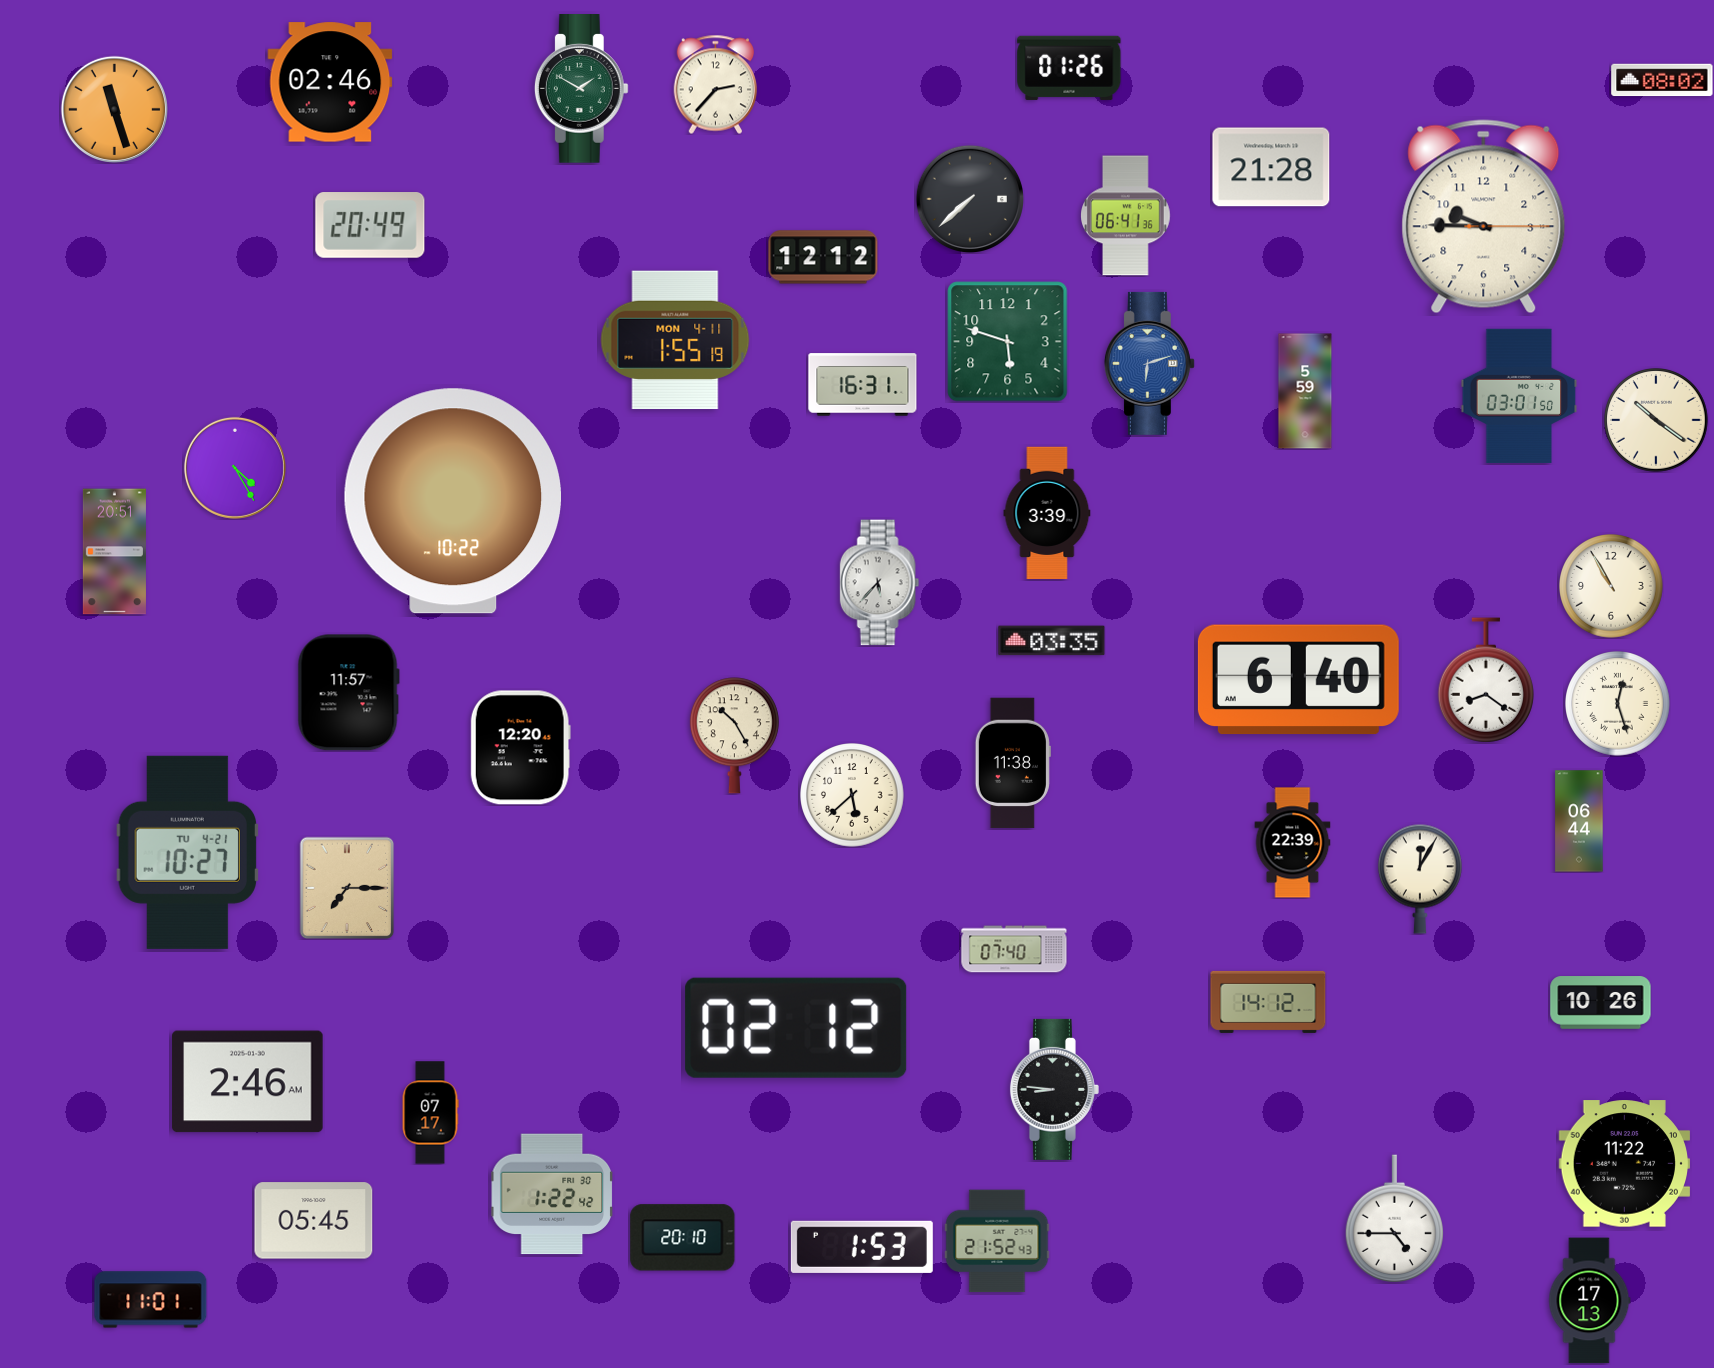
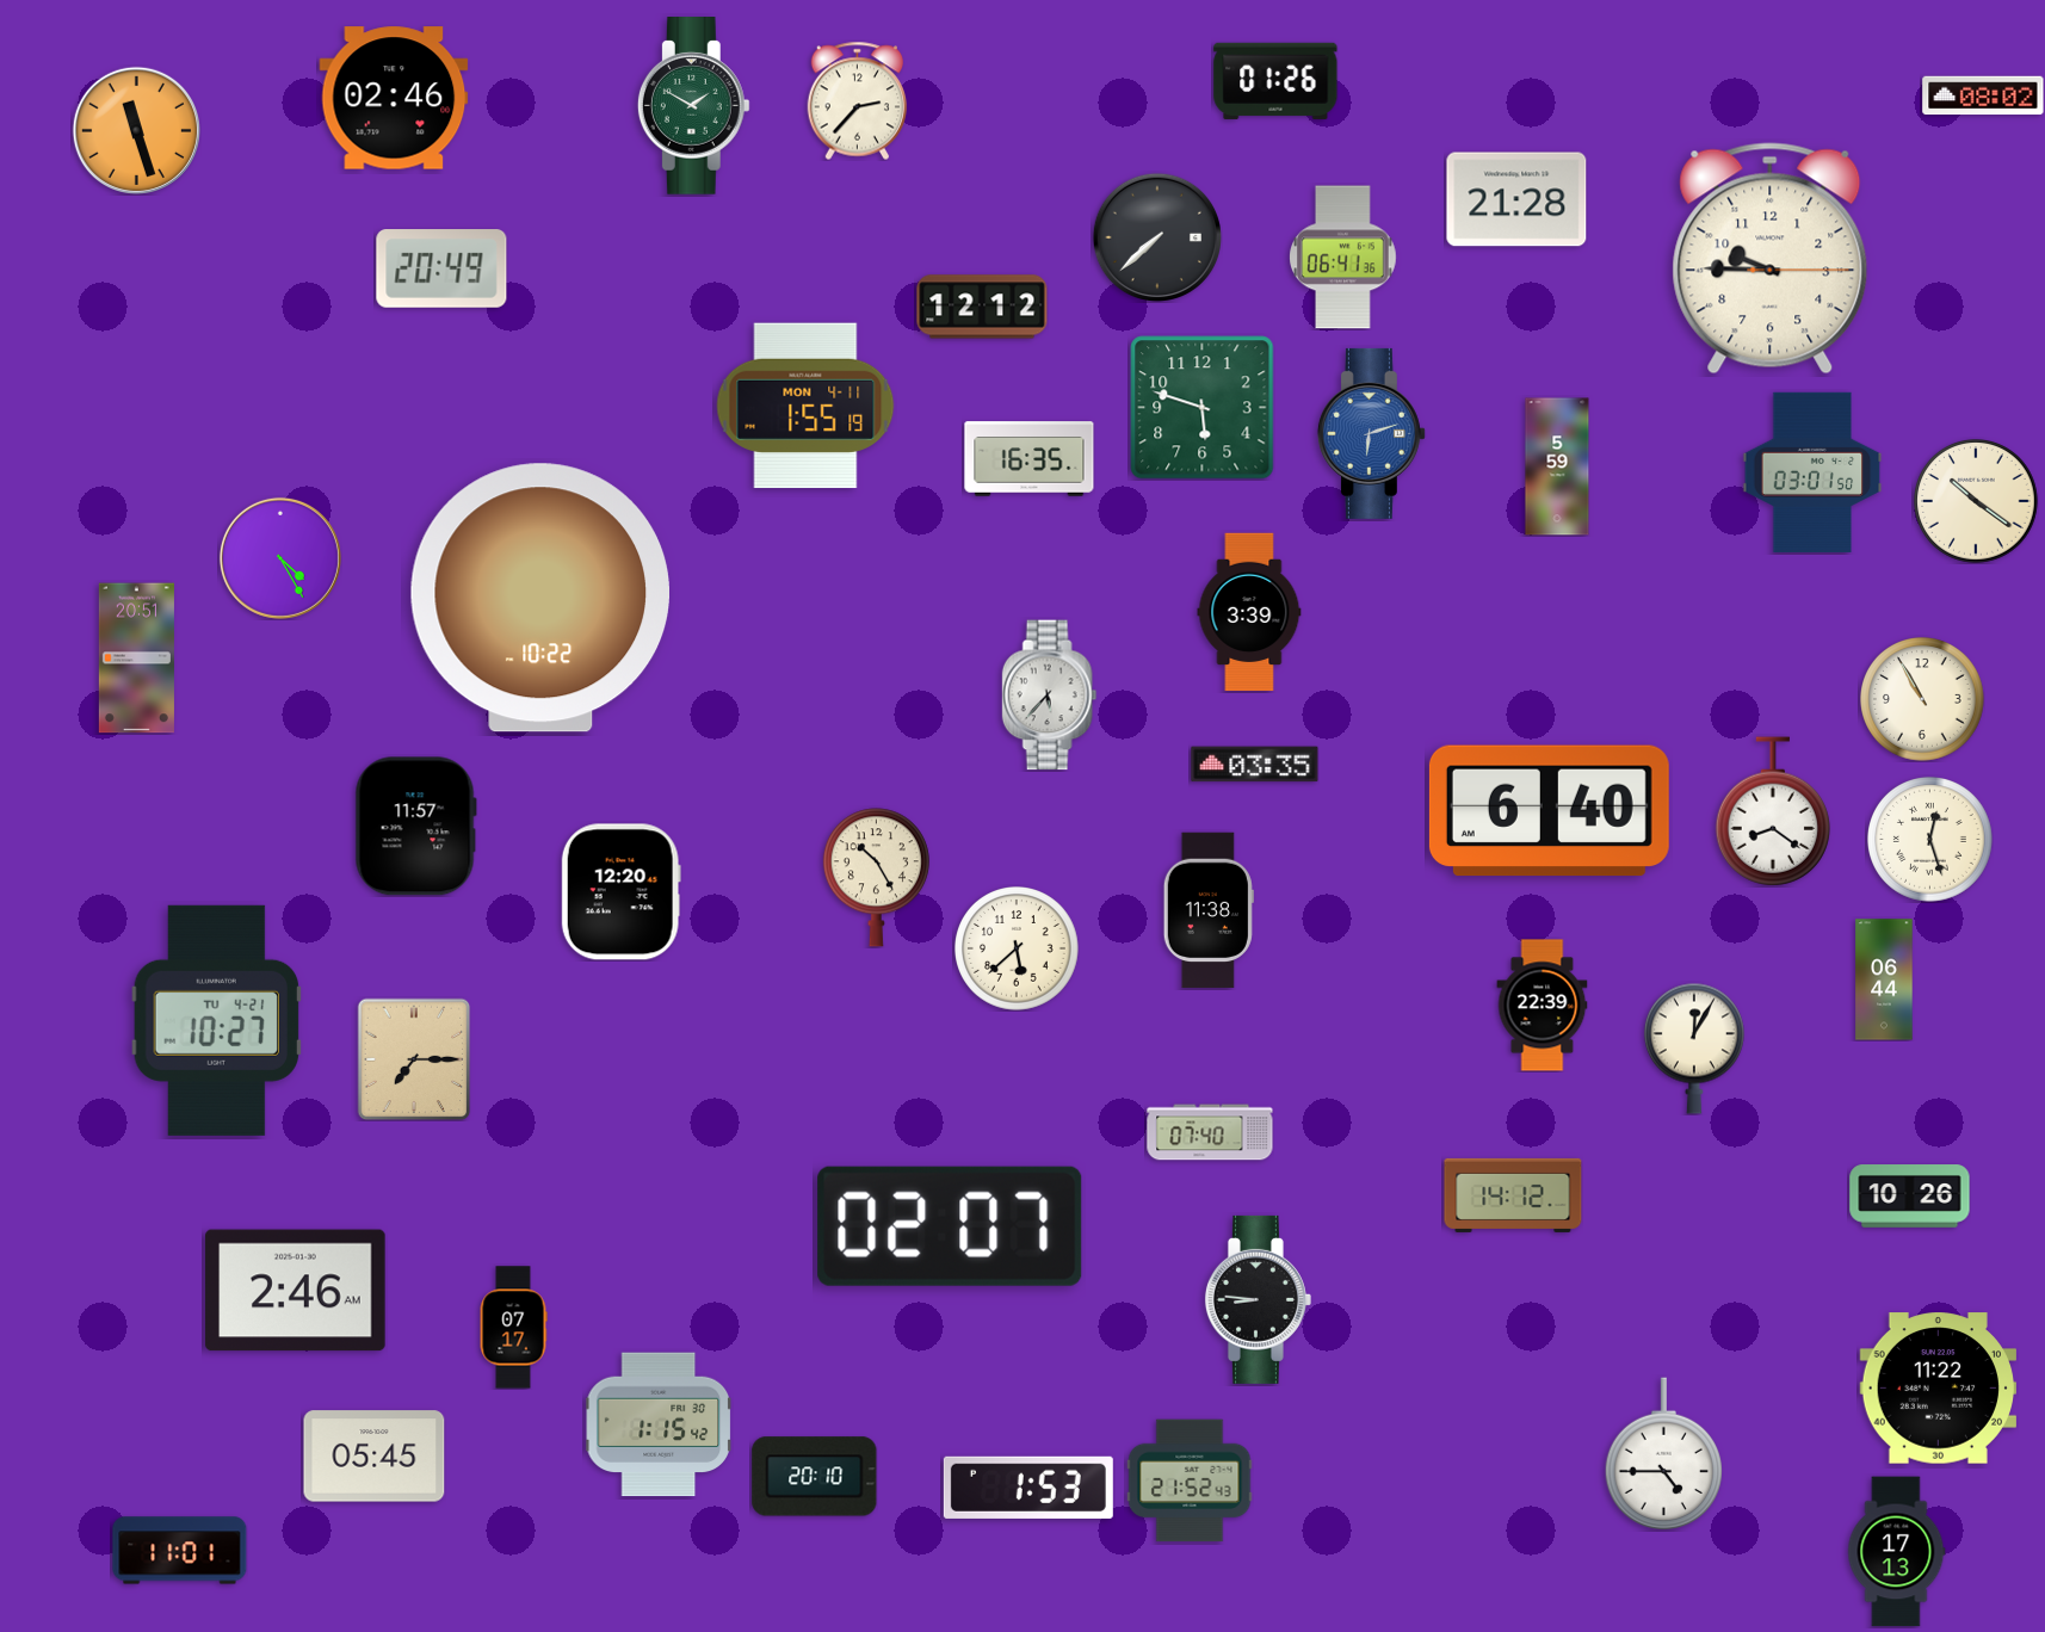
clock at (716, 84) position: (716, 84) -> (858, 100)
clock at (863, 385): 16:31 -> 16:35
clock at (187, 852) position: (187, 852) -> (216, 1020)
clock at (796, 1028): 02:12 -> 02:07
clock at (552, 1194): 1:22 -> 1:15
